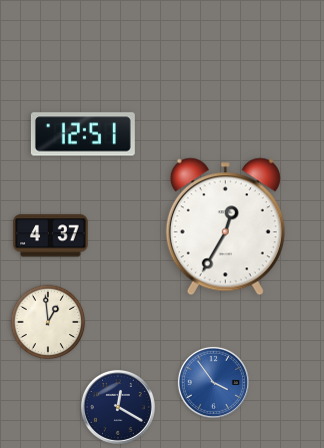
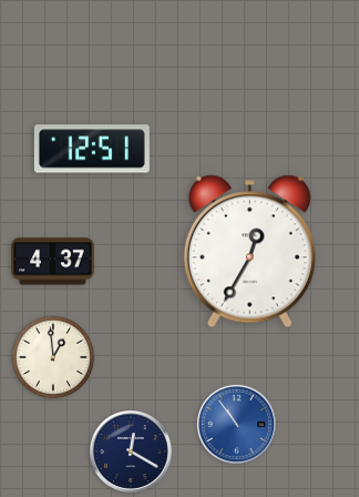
clock at (51, 236) position: (51, 236) -> (53, 262)
clock at (213, 382): 3:54 -> 10:54
